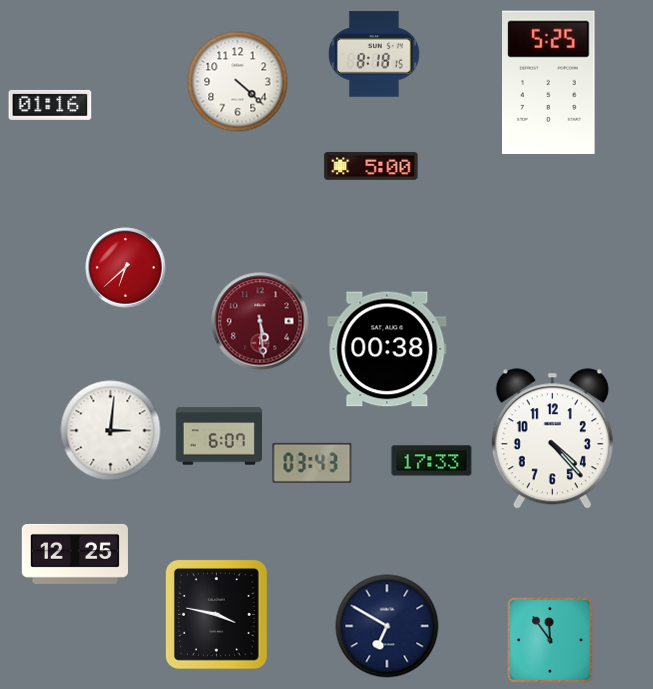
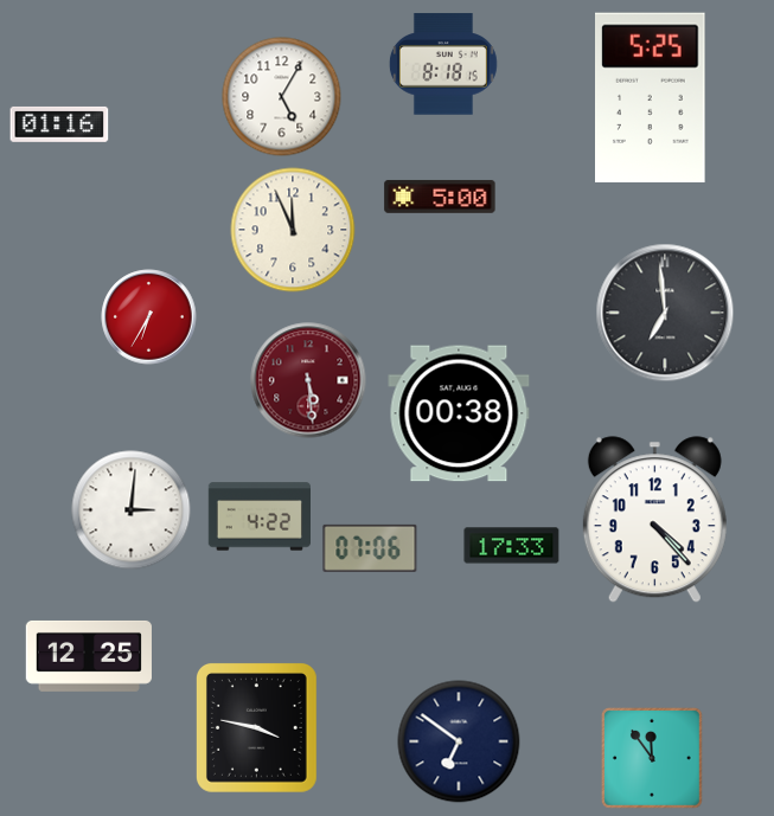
clock at (238, 82): 4:22 -> 5:05
clock at (293, 230): none -> 11:56
clock at (665, 313): none -> 6:59
clock at (126, 268): 6:38 -> 6:35
clock at (218, 436): 6:07 -> 4:22
clock at (312, 463): 03:43 -> 07:06
clock at (387, 626): 6:50 -> 6:51
